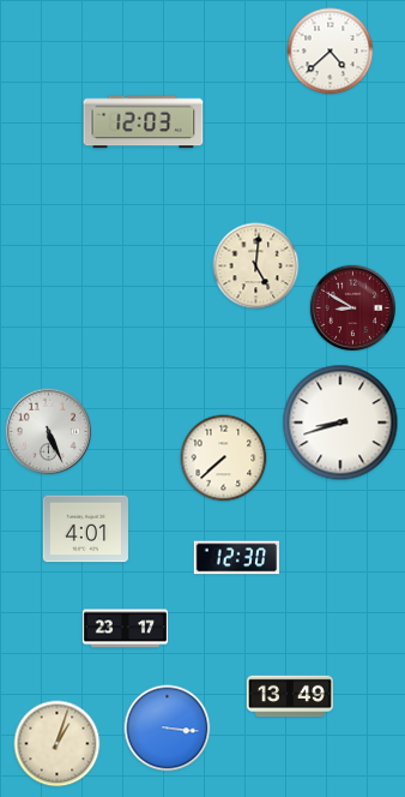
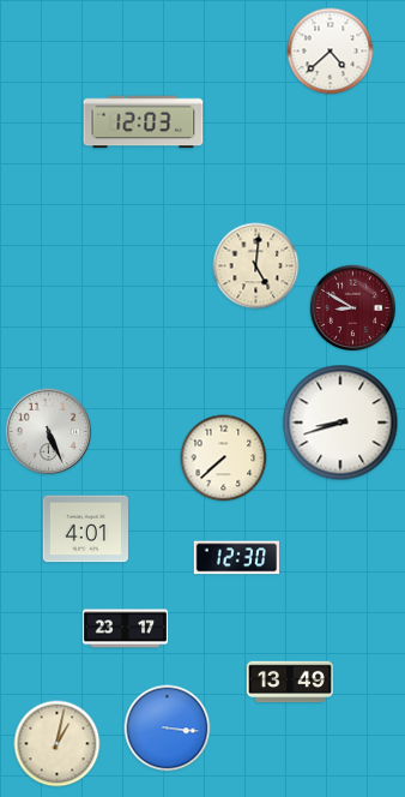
clock at (290, 696) position: (290, 696) -> (290, 682)
clock at (58, 744): 1:03 -> 1:02
